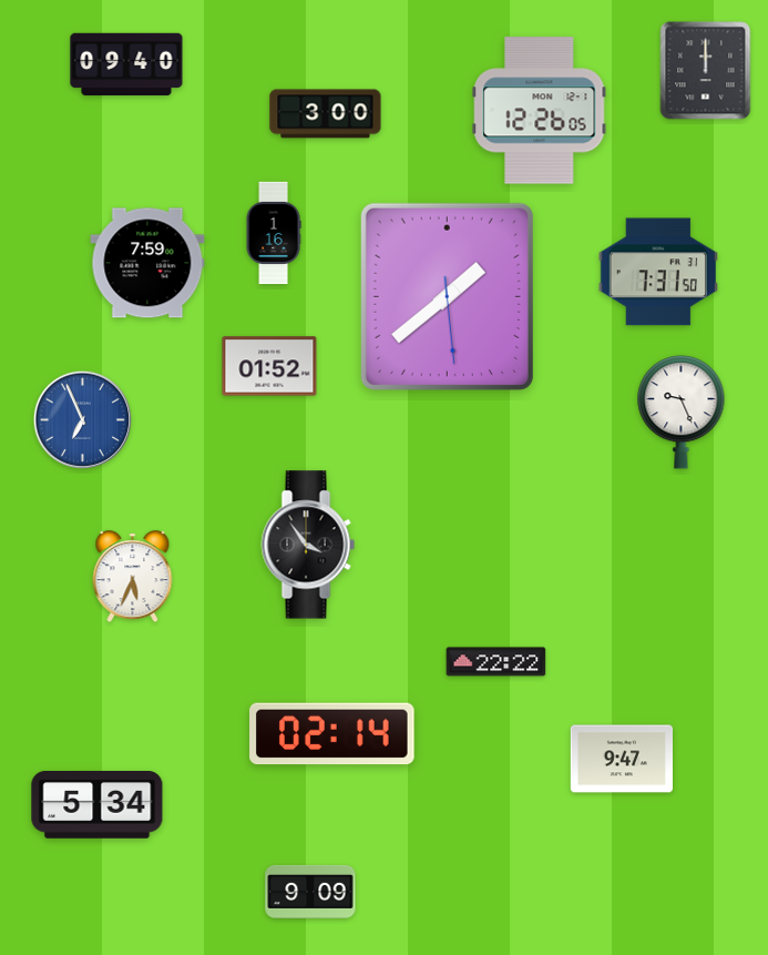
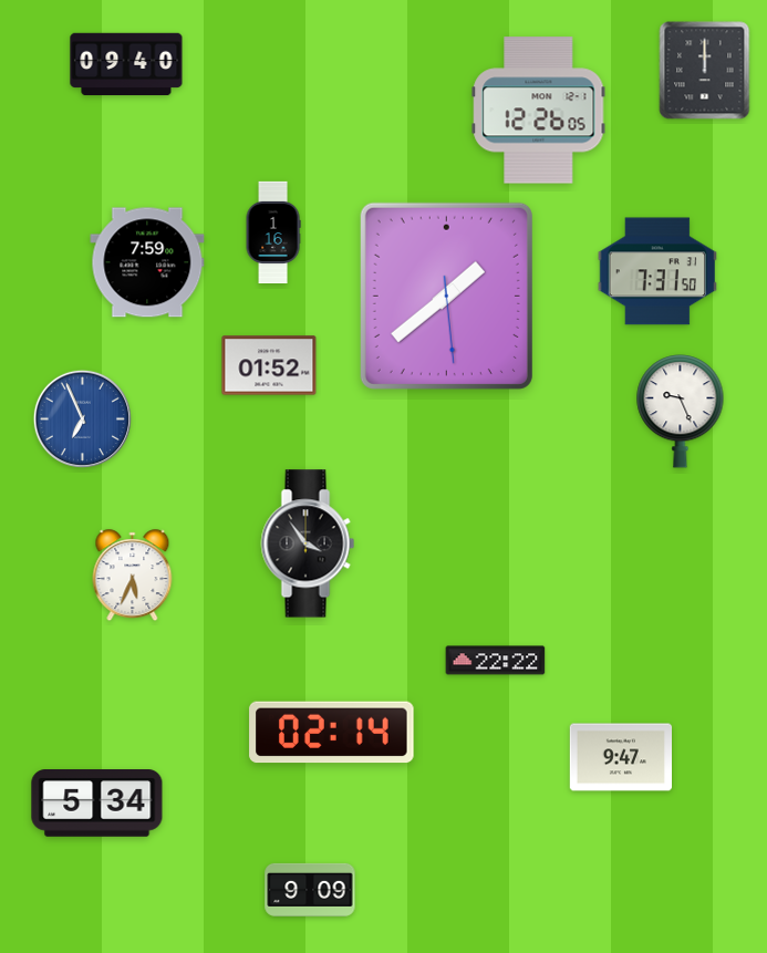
clock at (326, 114): 3:00 -> none
